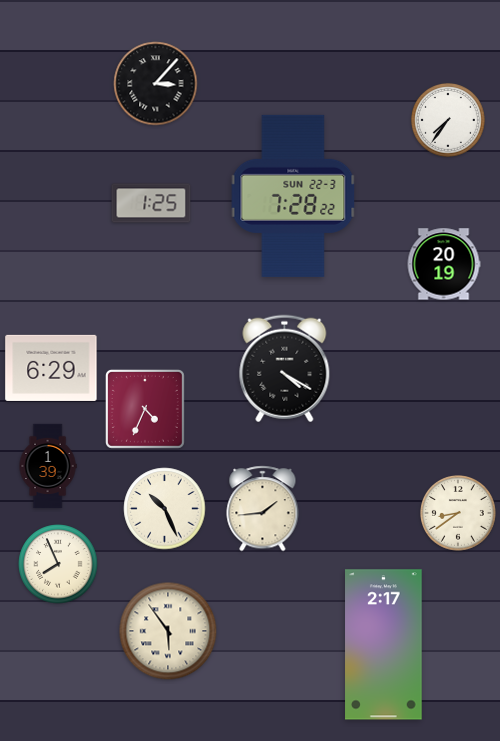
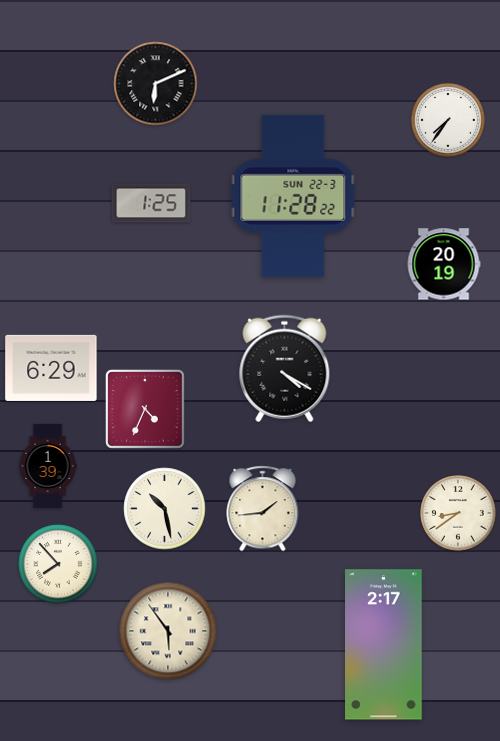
clock at (156, 84): 3:07 -> 6:11
clock at (293, 196): 7:28 -> 11:28
clock at (165, 509): 10:26 -> 10:28
clock at (58, 564): 7:56 -> 7:53
